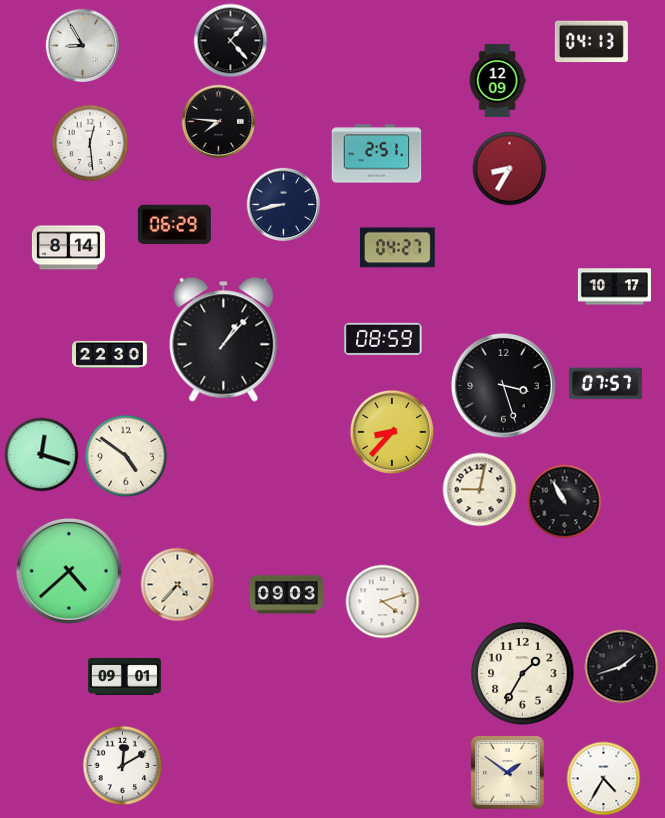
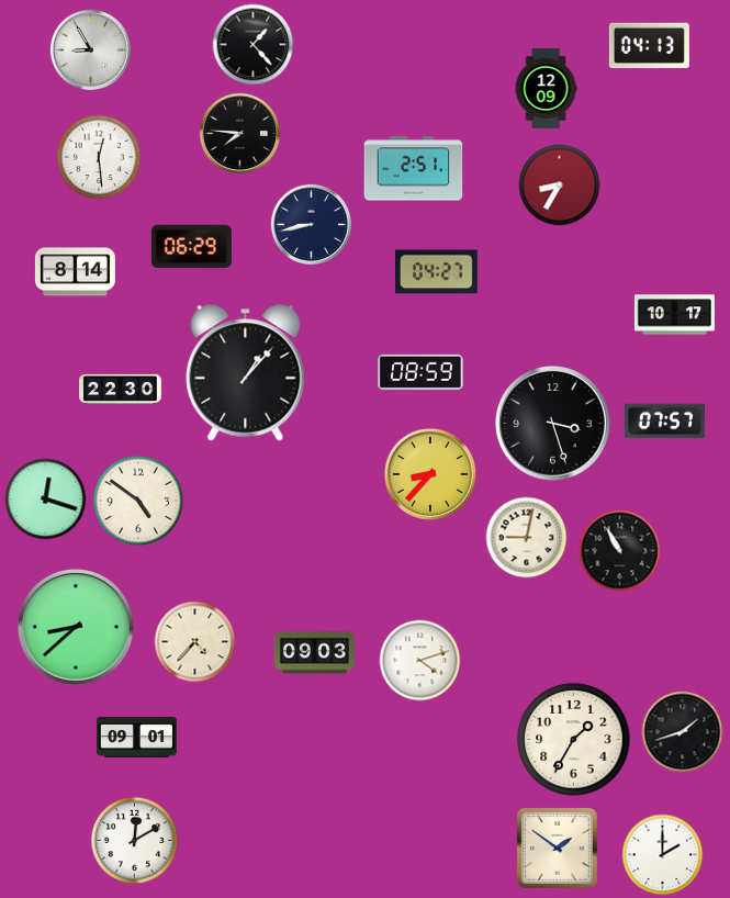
clock at (69, 571): 4:38 -> 8:38
clock at (124, 676) position: (124, 676) -> (136, 737)
clock at (604, 779): 4:35 -> 2:00
